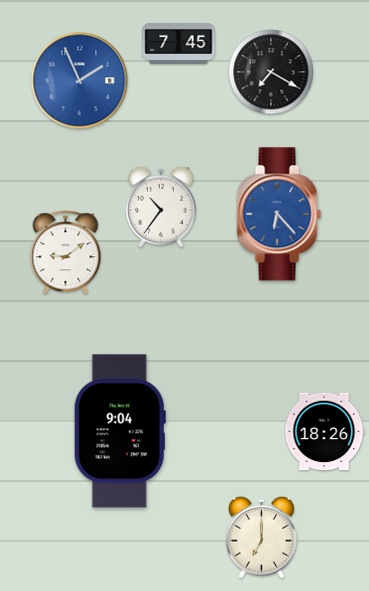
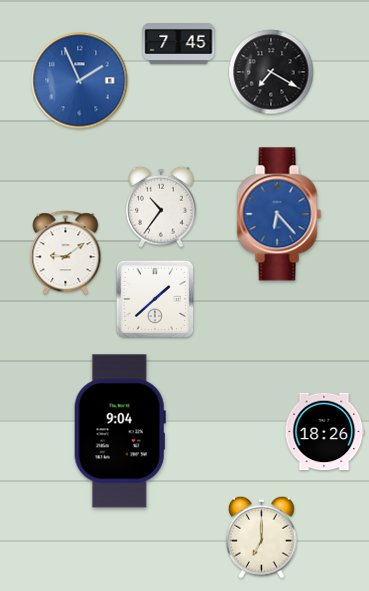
clock at (154, 298): none -> 1:38
